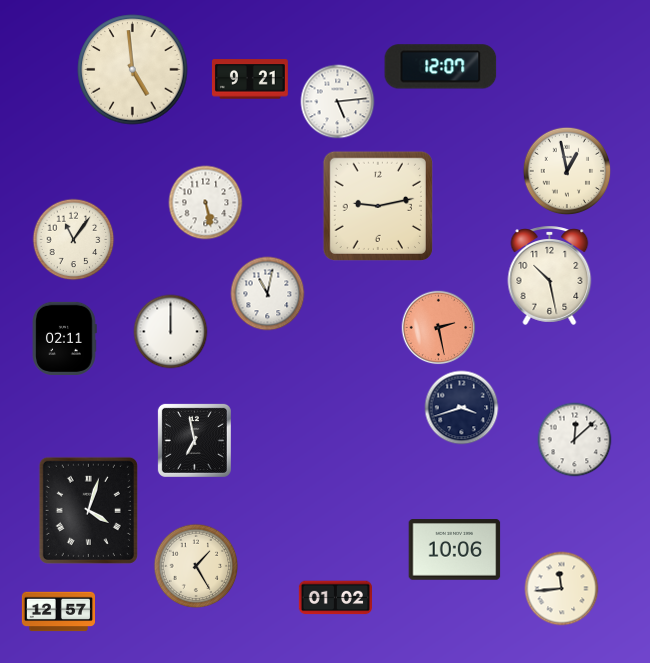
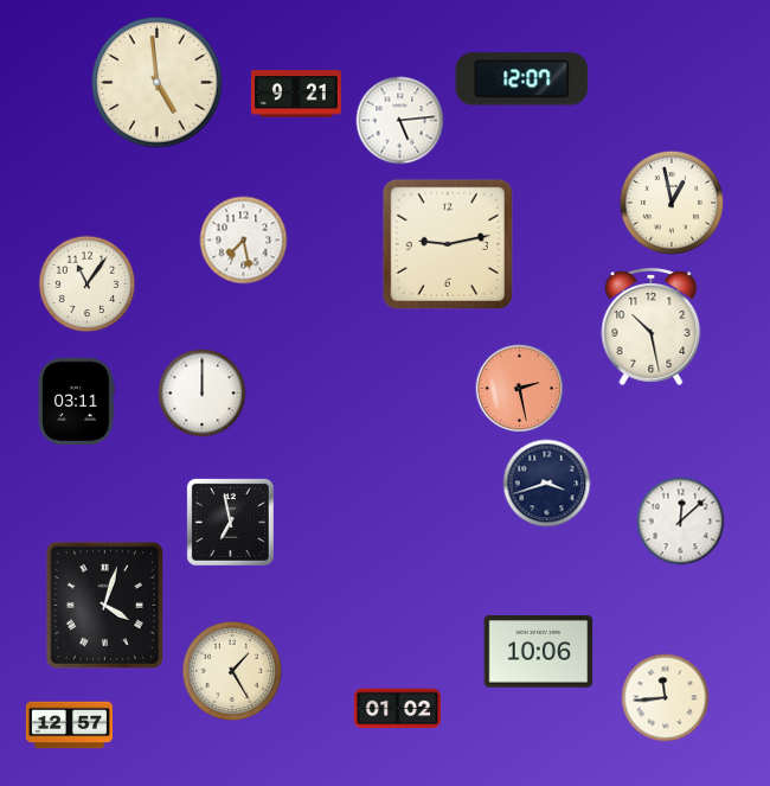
clock at (206, 203): 5:28 -> 7:28
clock at (268, 294): 11:02 -> none
clock at (64, 338): 02:11 -> 03:11
